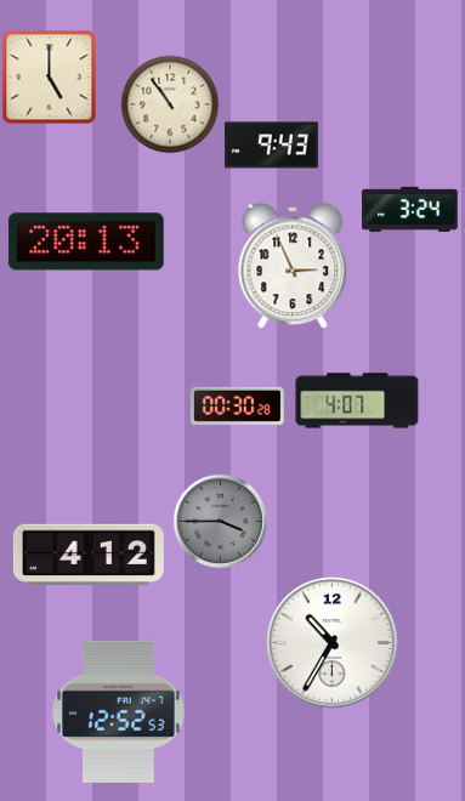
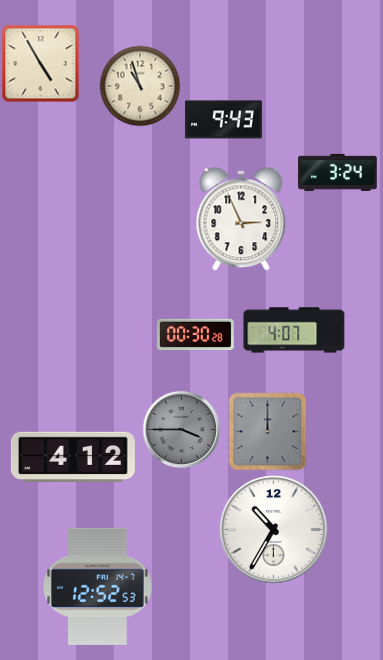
clock at (49, 76): 5:00 -> 4:55
clock at (170, 104): 10:54 -> 10:57
clock at (86, 242): 20:13 -> none
clock at (267, 431): none -> 12:00
